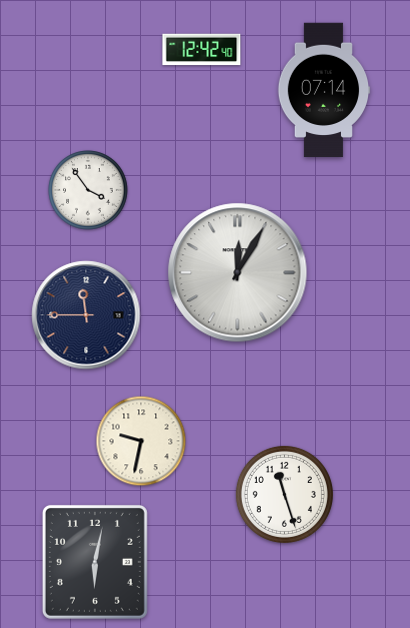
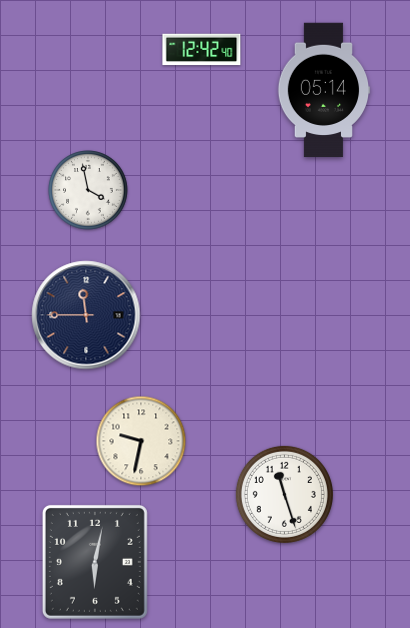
clock at (324, 90): 07:14 -> 05:14
clock at (88, 190): 3:54 -> 3:58
clock at (238, 273): 12:05 -> none
